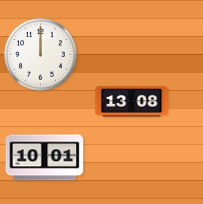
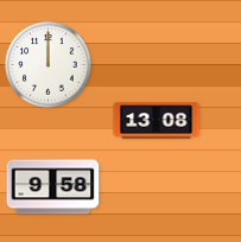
clock at (45, 158): 10:01 -> 9:58
